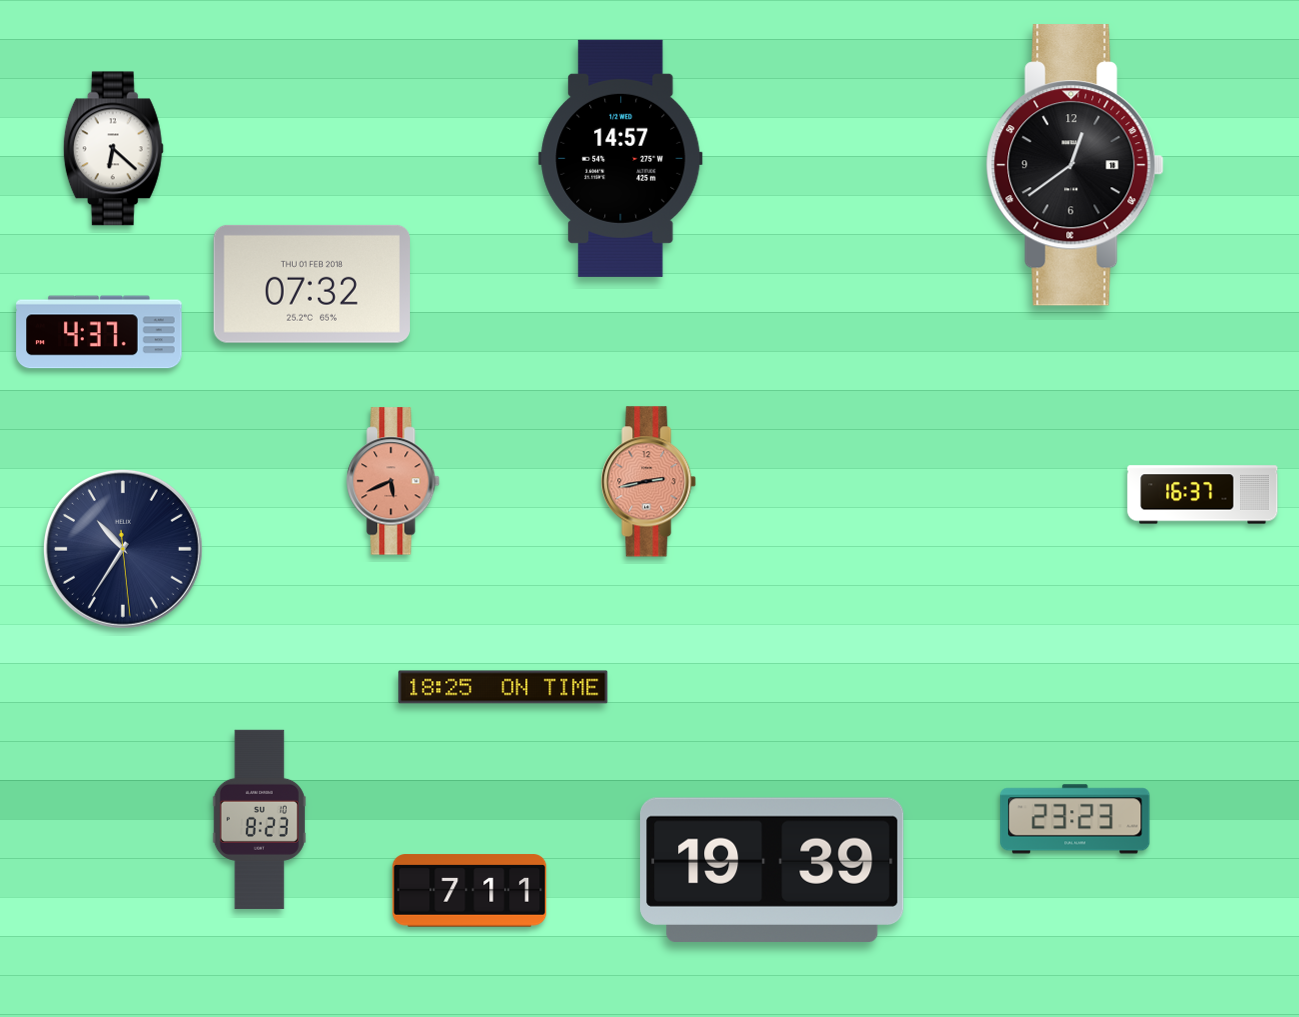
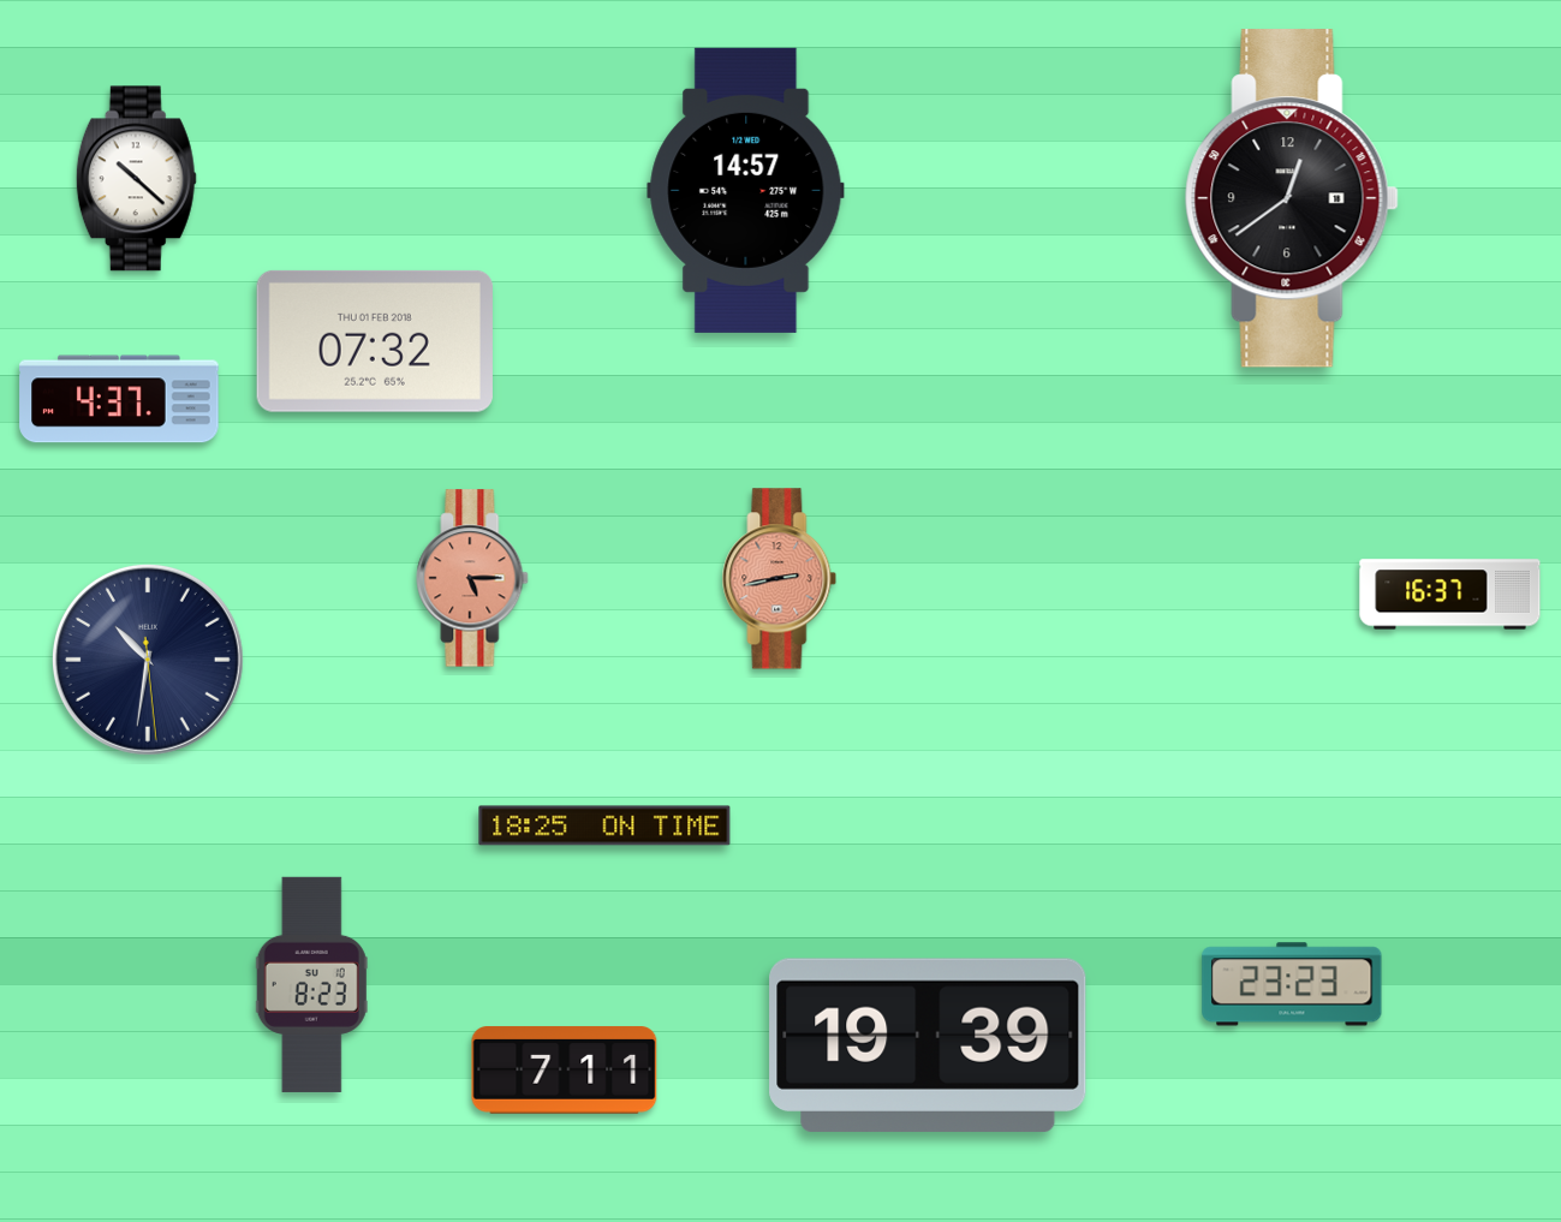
clock at (113, 149): 6:22 -> 10:22
clock at (393, 481): 5:41 -> 5:15
clock at (1203, 495) position: (1203, 495) -> (1450, 595)
clock at (123, 549): 10:35 -> 10:31
